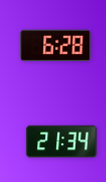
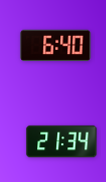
clock at (56, 46): 6:28 -> 6:40
